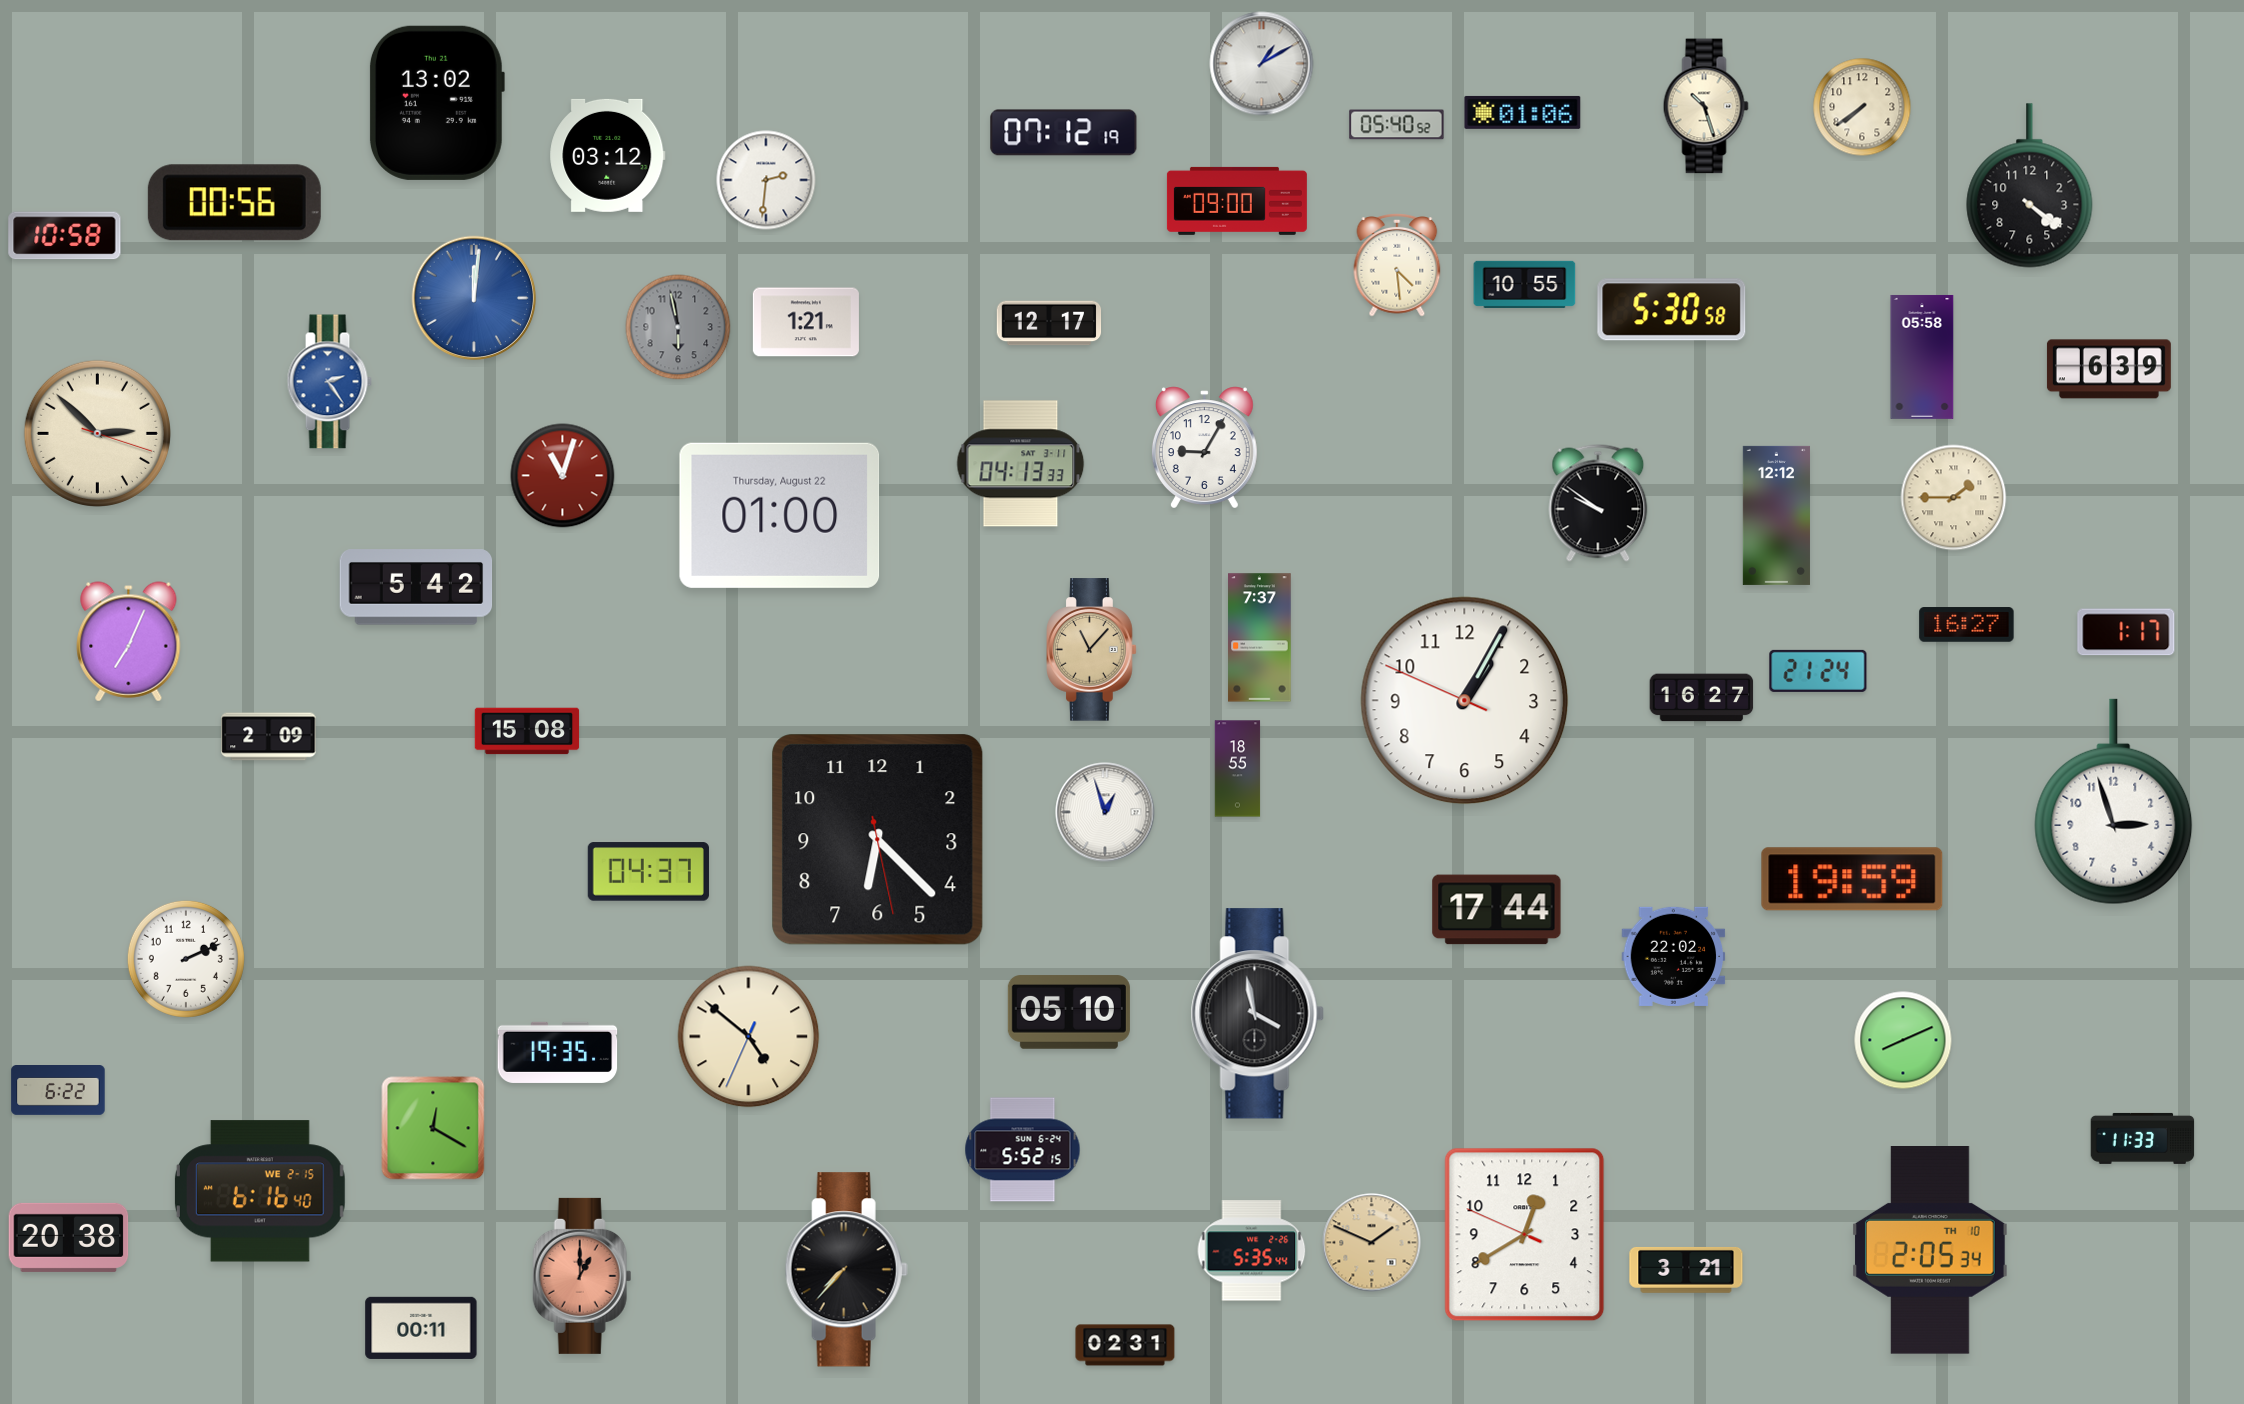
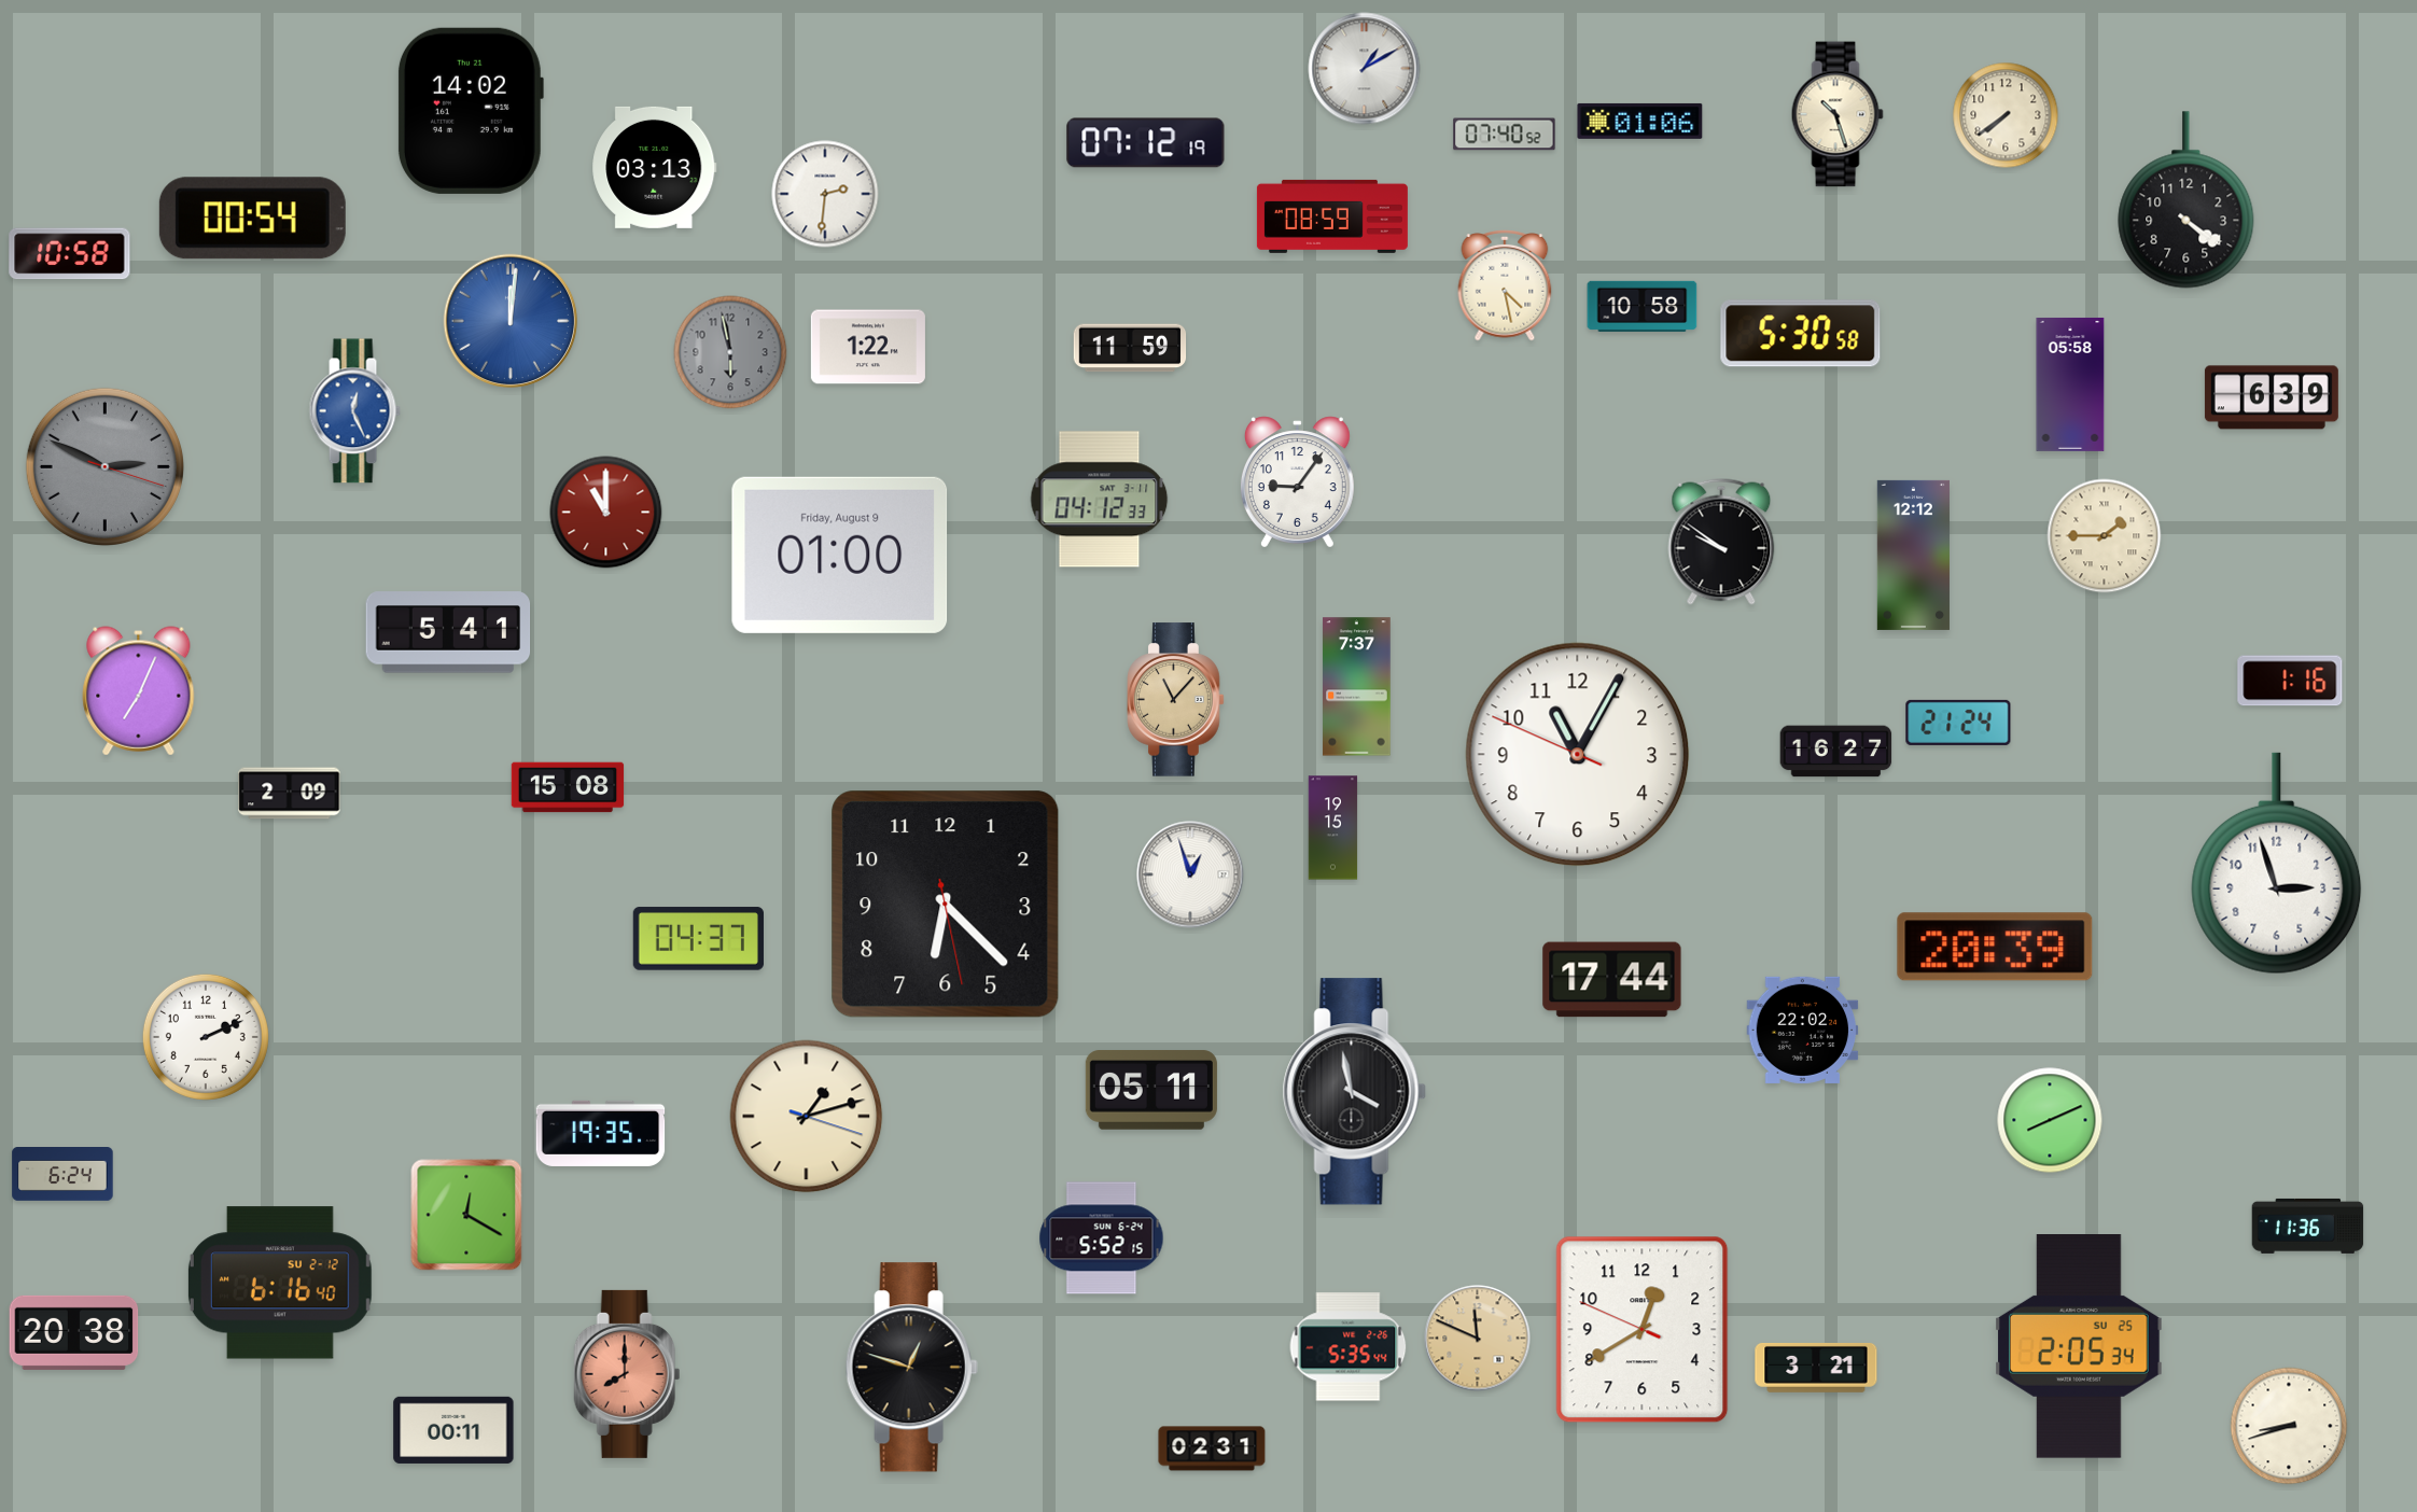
clock at (1262, 64) position: (1262, 64) -> (1365, 69)
clock at (436, 103): 13:02 -> 14:02
clock at (1397, 125): 05:40 -> 07:40
clock at (608, 155): 03:12 -> 03:13
clock at (1237, 201): 09:00 -> 08:59
clock at (234, 203): 00:56 -> 00:54
clock at (1397, 266): 4:29 -> 4:28
clock at (1525, 284): 10:55 -> 10:58
clock at (806, 322): 1:21 -> 1:22
clock at (1049, 323): 12:17 -> 11:59
clock at (329, 382): 2:24 -> 12:26
clock at (97, 433): 2:52 -> 2:49
clock at (97, 433) dial: cream -> grey
clock at (1204, 448): 9:05 -> 9:06
clock at (1021, 464): 04:13 -> 04:12
clock at (563, 476): 11:03 -> 11:00
clock at (780, 515) date: Thursday, August 22 -> Friday, August 9
clock at (416, 587): 5:42 -> 5:41
clock at (1967, 625): 16:27 -> none
clock at (2126, 632): 1:17 -> 1:16
clock at (1702, 698) position: (1702, 698) -> (1836, 752)
clock at (1465, 701): 1:04 -> 11:04
clock at (1238, 769): 18:55 -> 19:15
clock at (1852, 879): 19:59 -> 20:39
clock at (186, 959) position: (186, 959) -> (206, 1037)
clock at (1069, 1012): 05:10 -> 05:11
clock at (749, 1037): 4:51 -> 1:12
clock at (58, 1091): 6:22 -> 6:24
clock at (2143, 1138): 11:33 -> 11:36
clock at (260, 1191) date: WE 2-15 -> SU 2-12
clock at (1372, 1243): 1:49 -> 11:49
clock at (1931, 1251) date: TH 10 -> SU 25
clock at (846, 1270): 7:37 -> 12:48
clock at (582, 1276): 1:00 -> 8:00
clock at (2289, 1426): none -> 8:42
